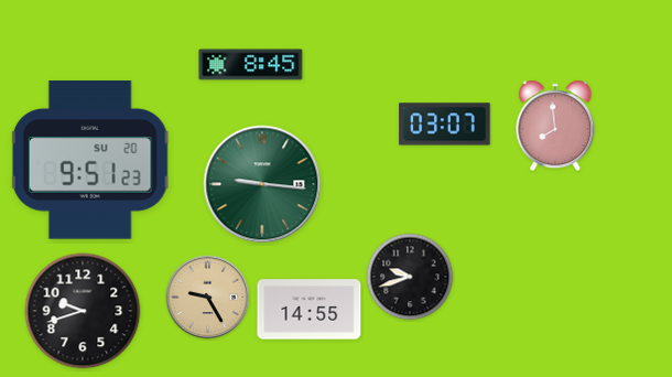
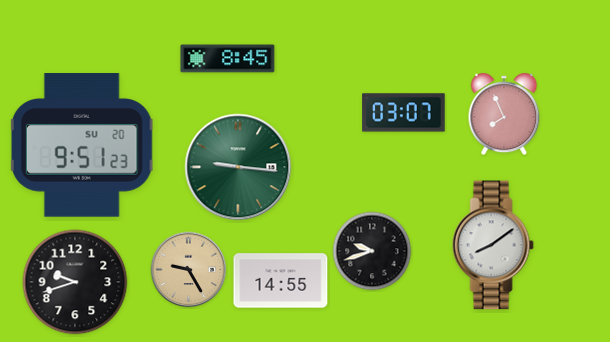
clock at (555, 126): 7:59 -> 7:56
clock at (493, 245): none -> 8:09
